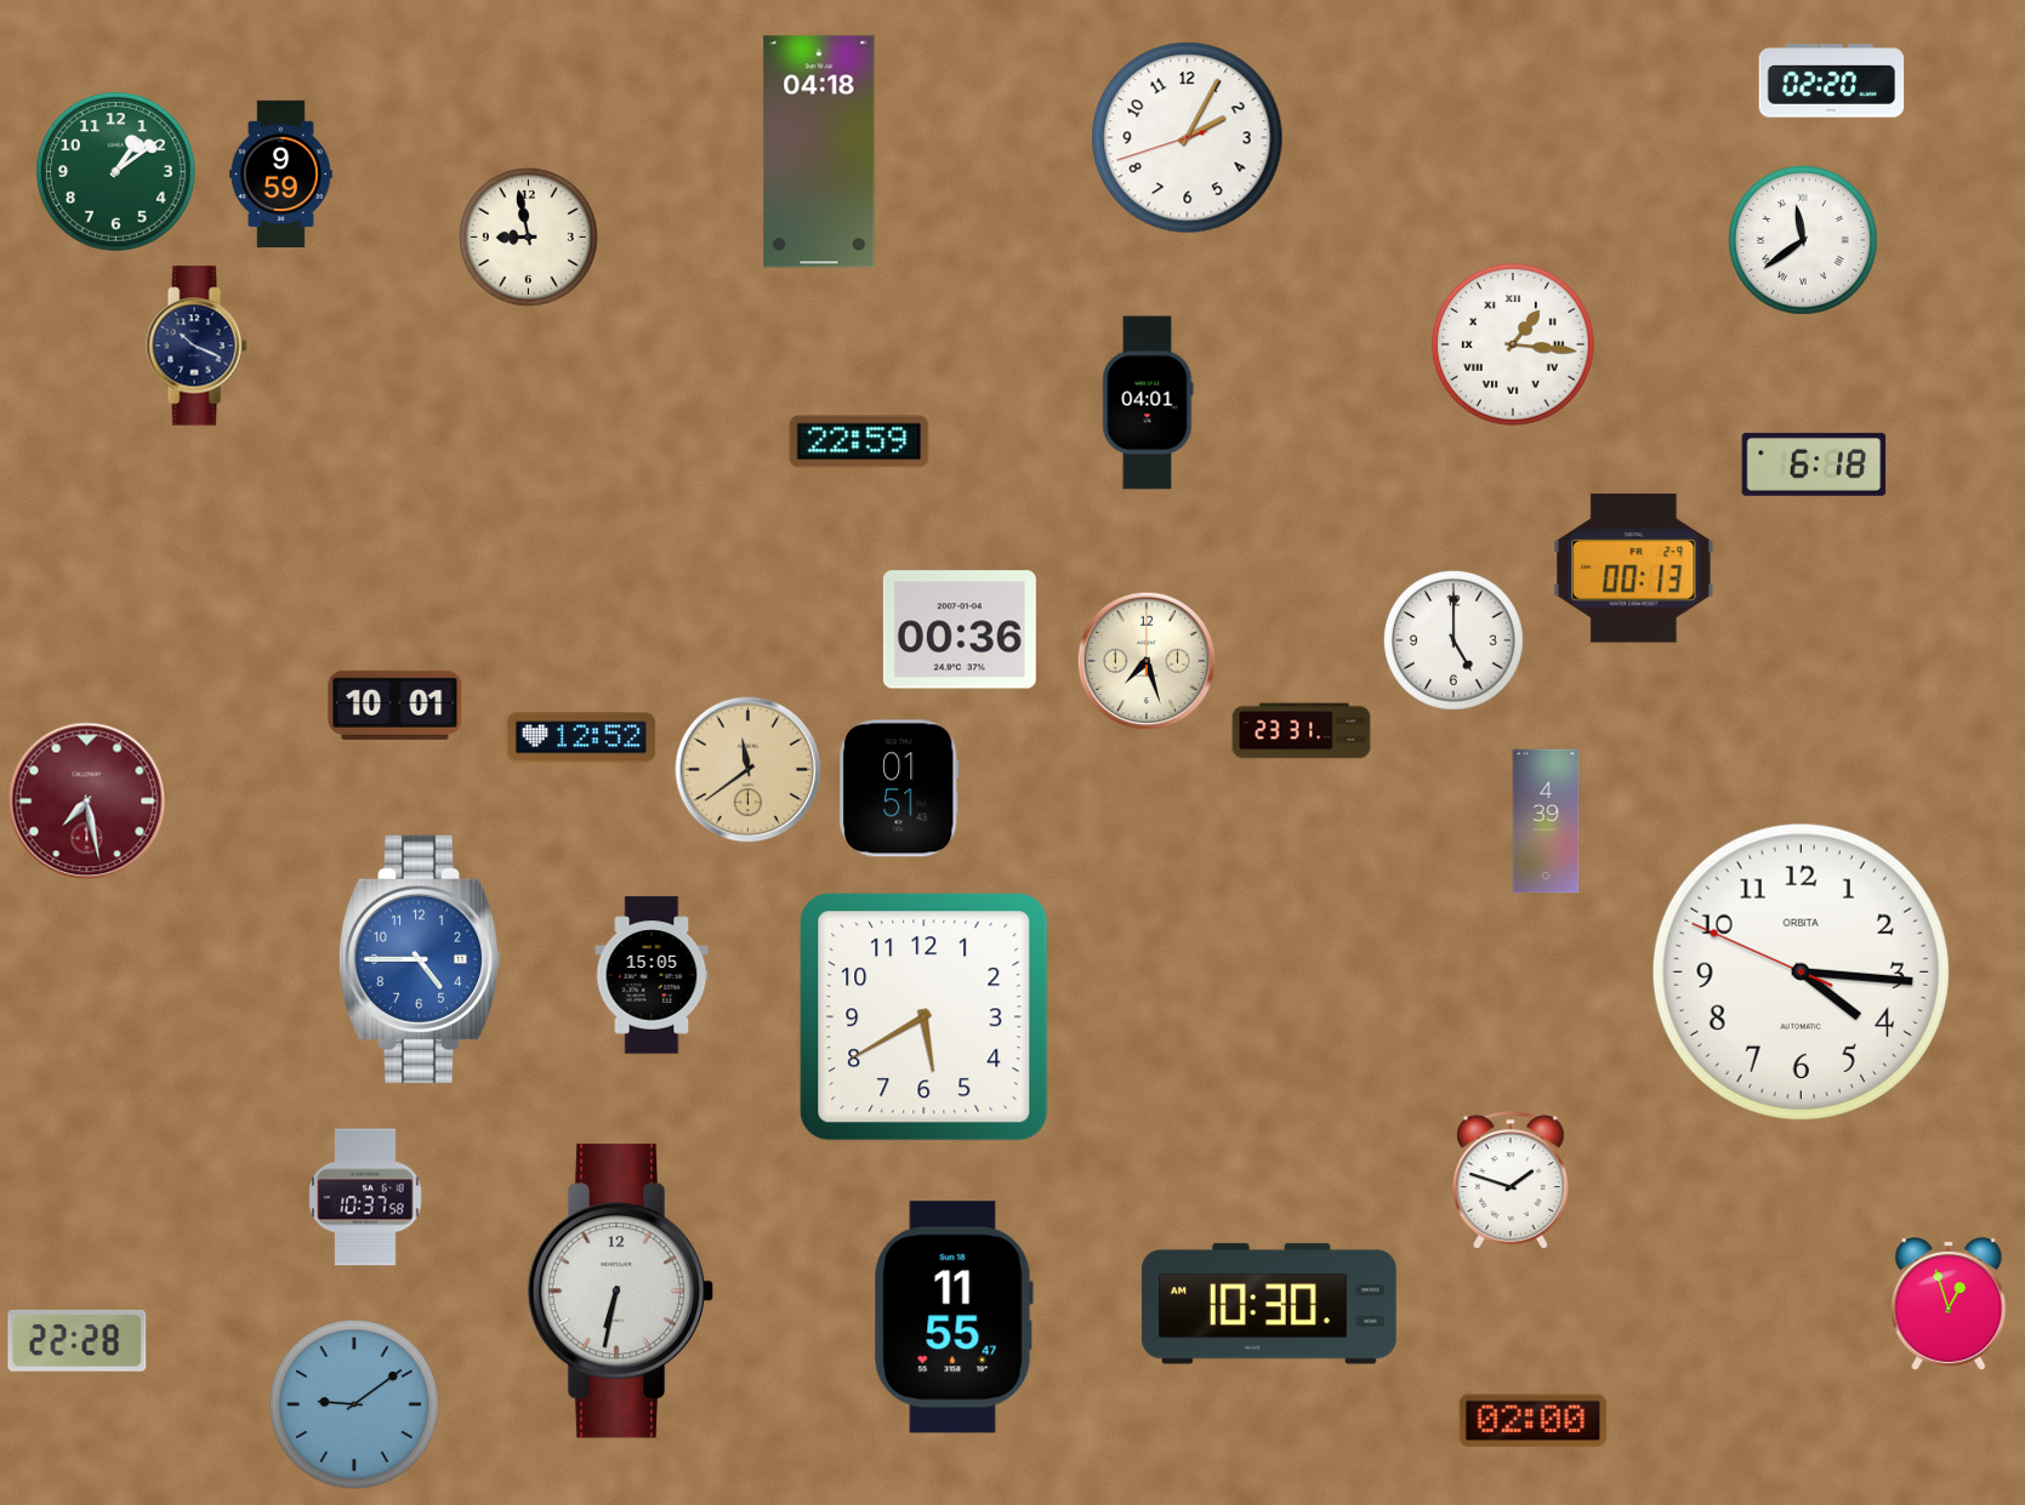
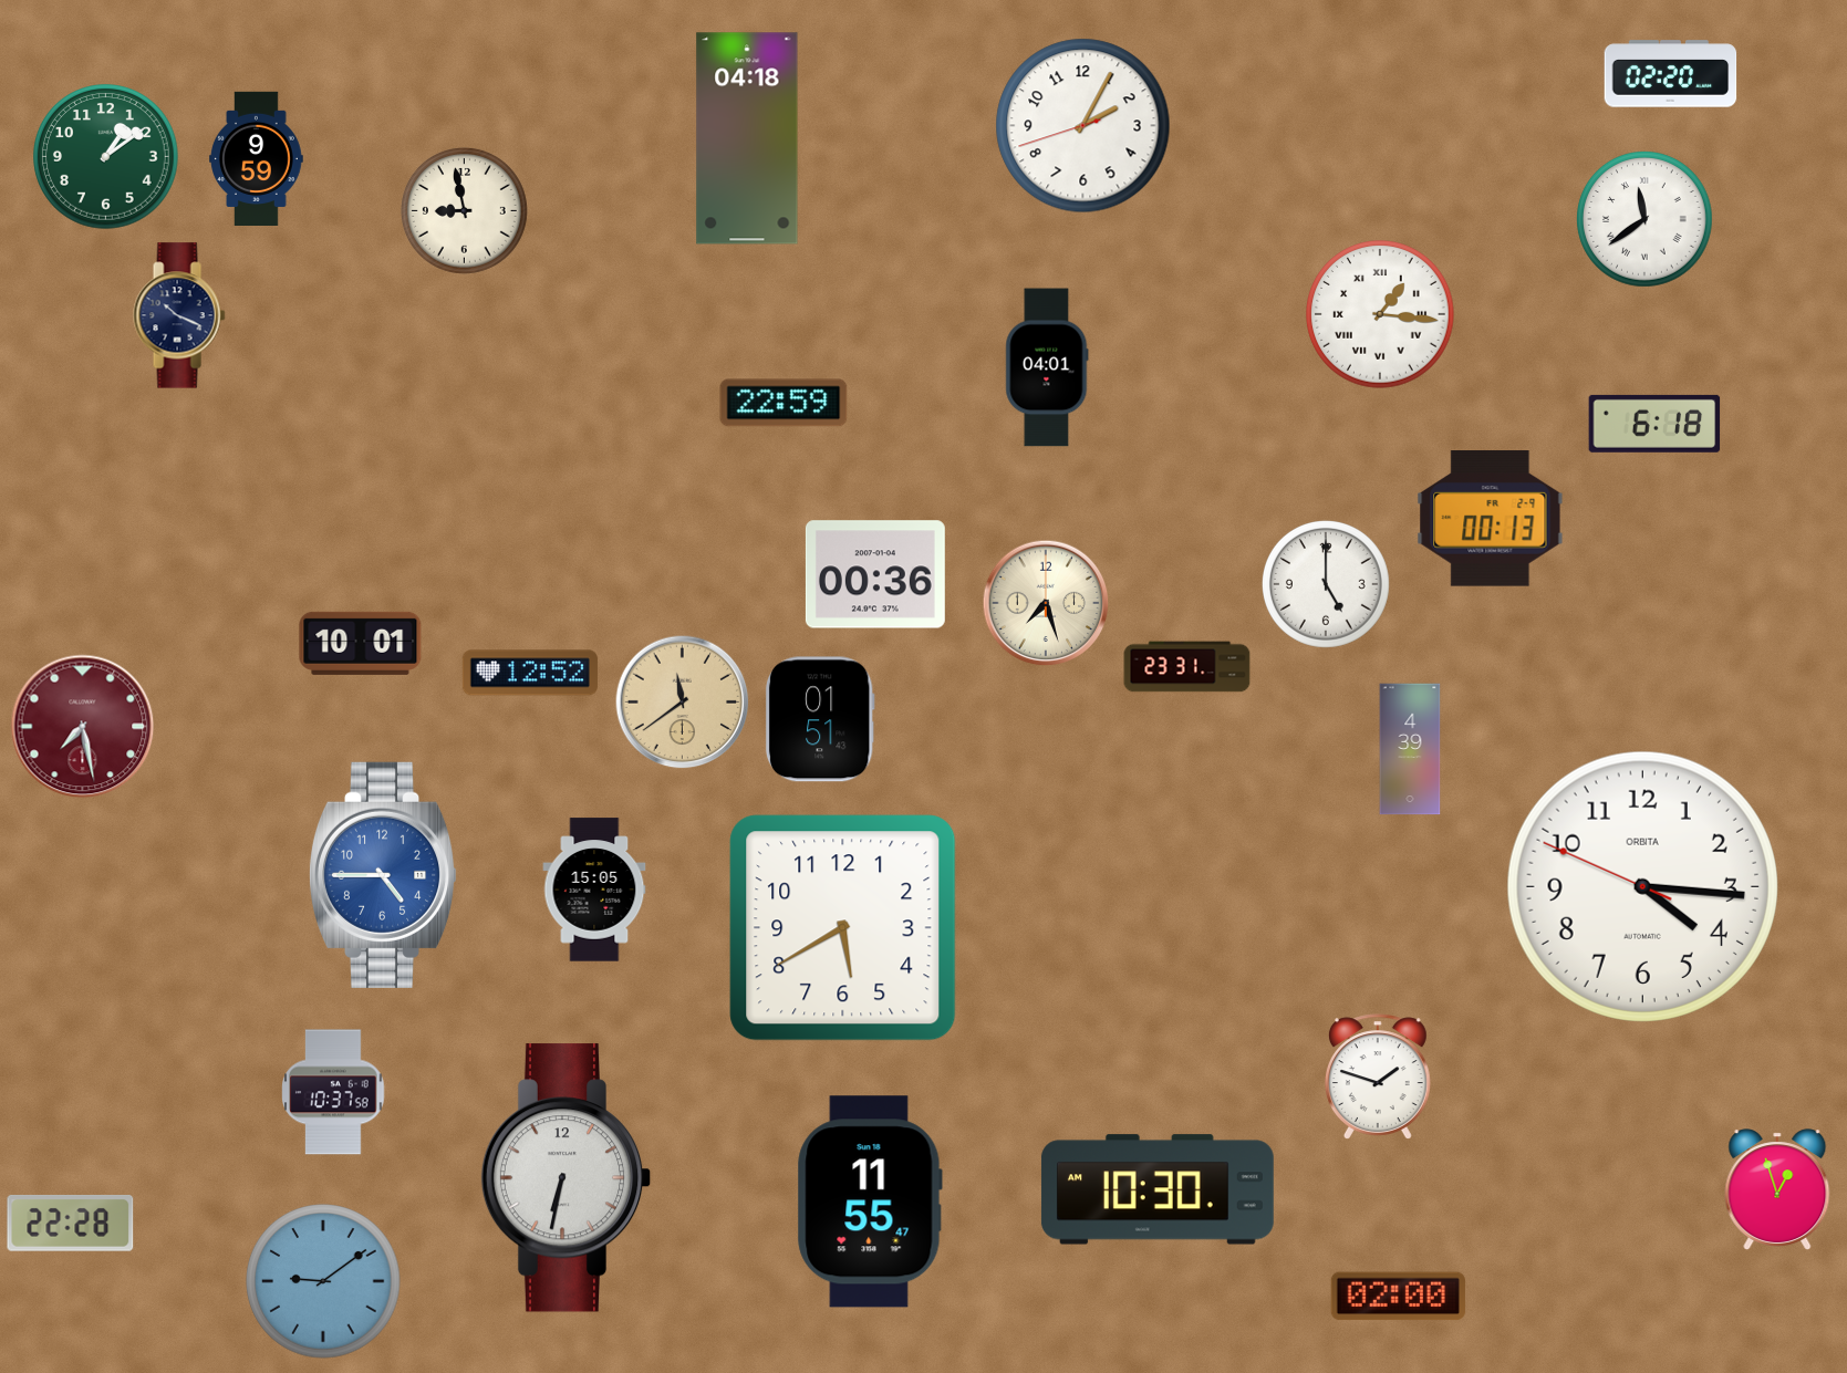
clock at (528, 236) position: (528, 236) -> (464, 210)
clock at (87, 802) position: (87, 802) -> (83, 727)
